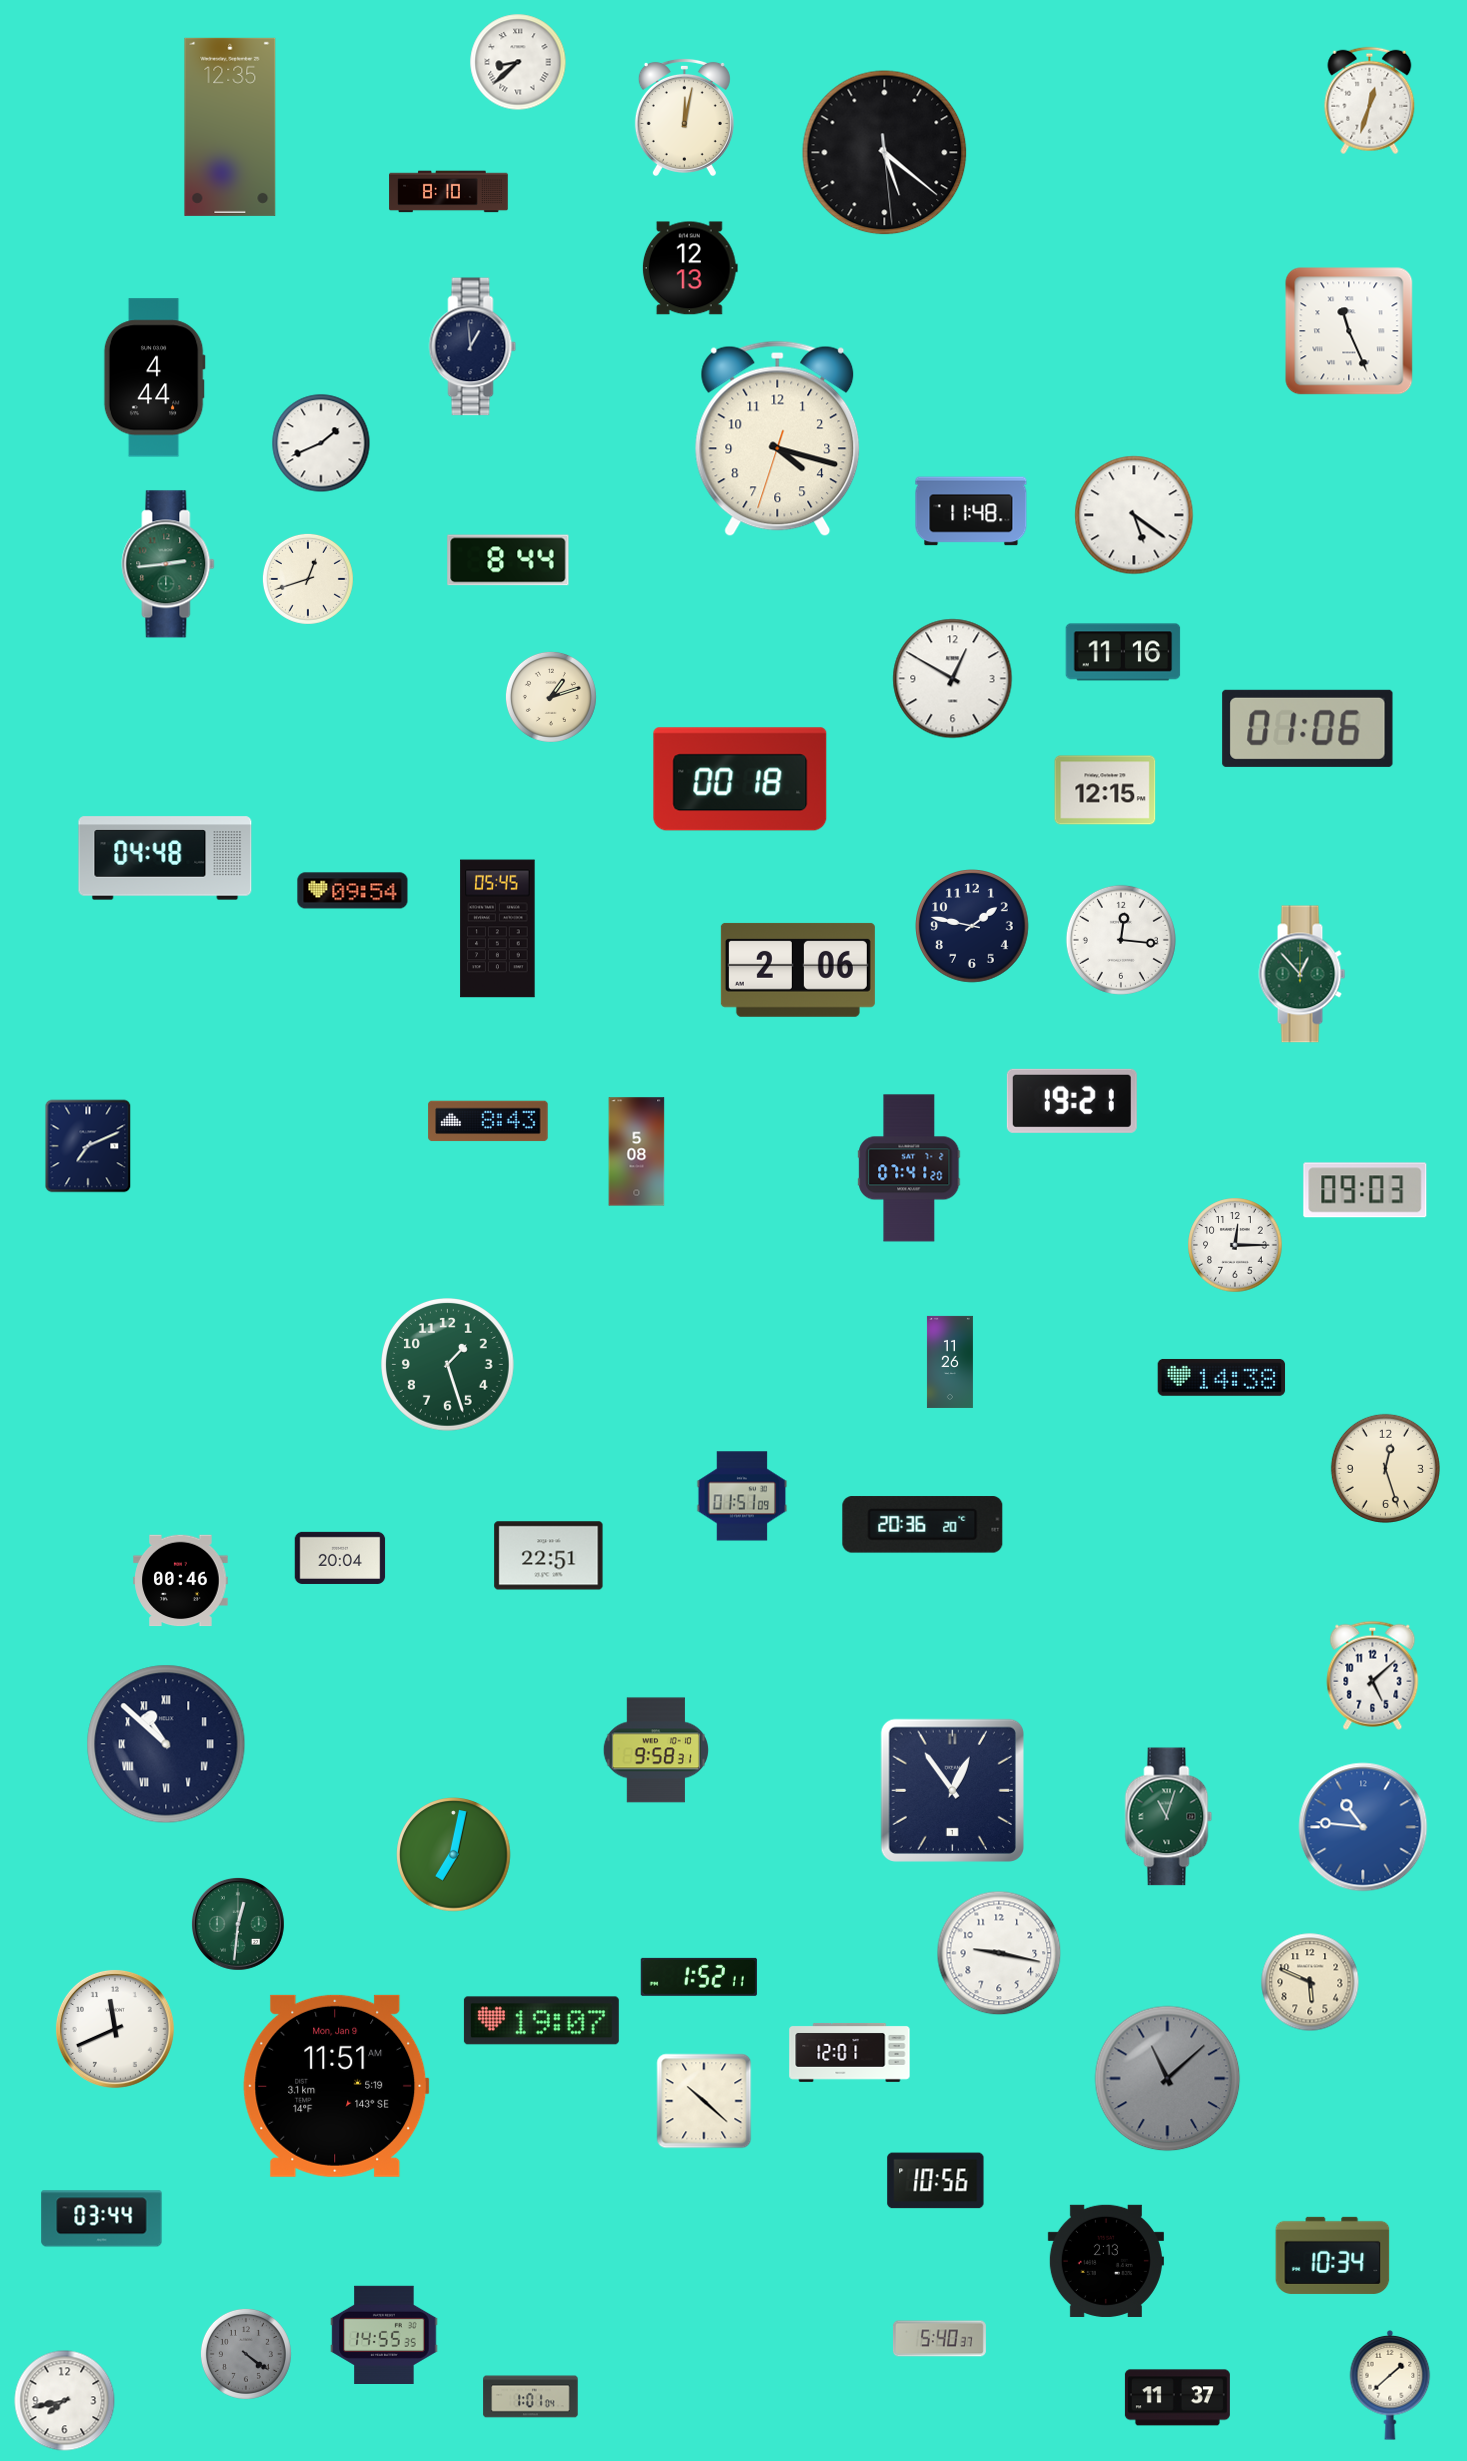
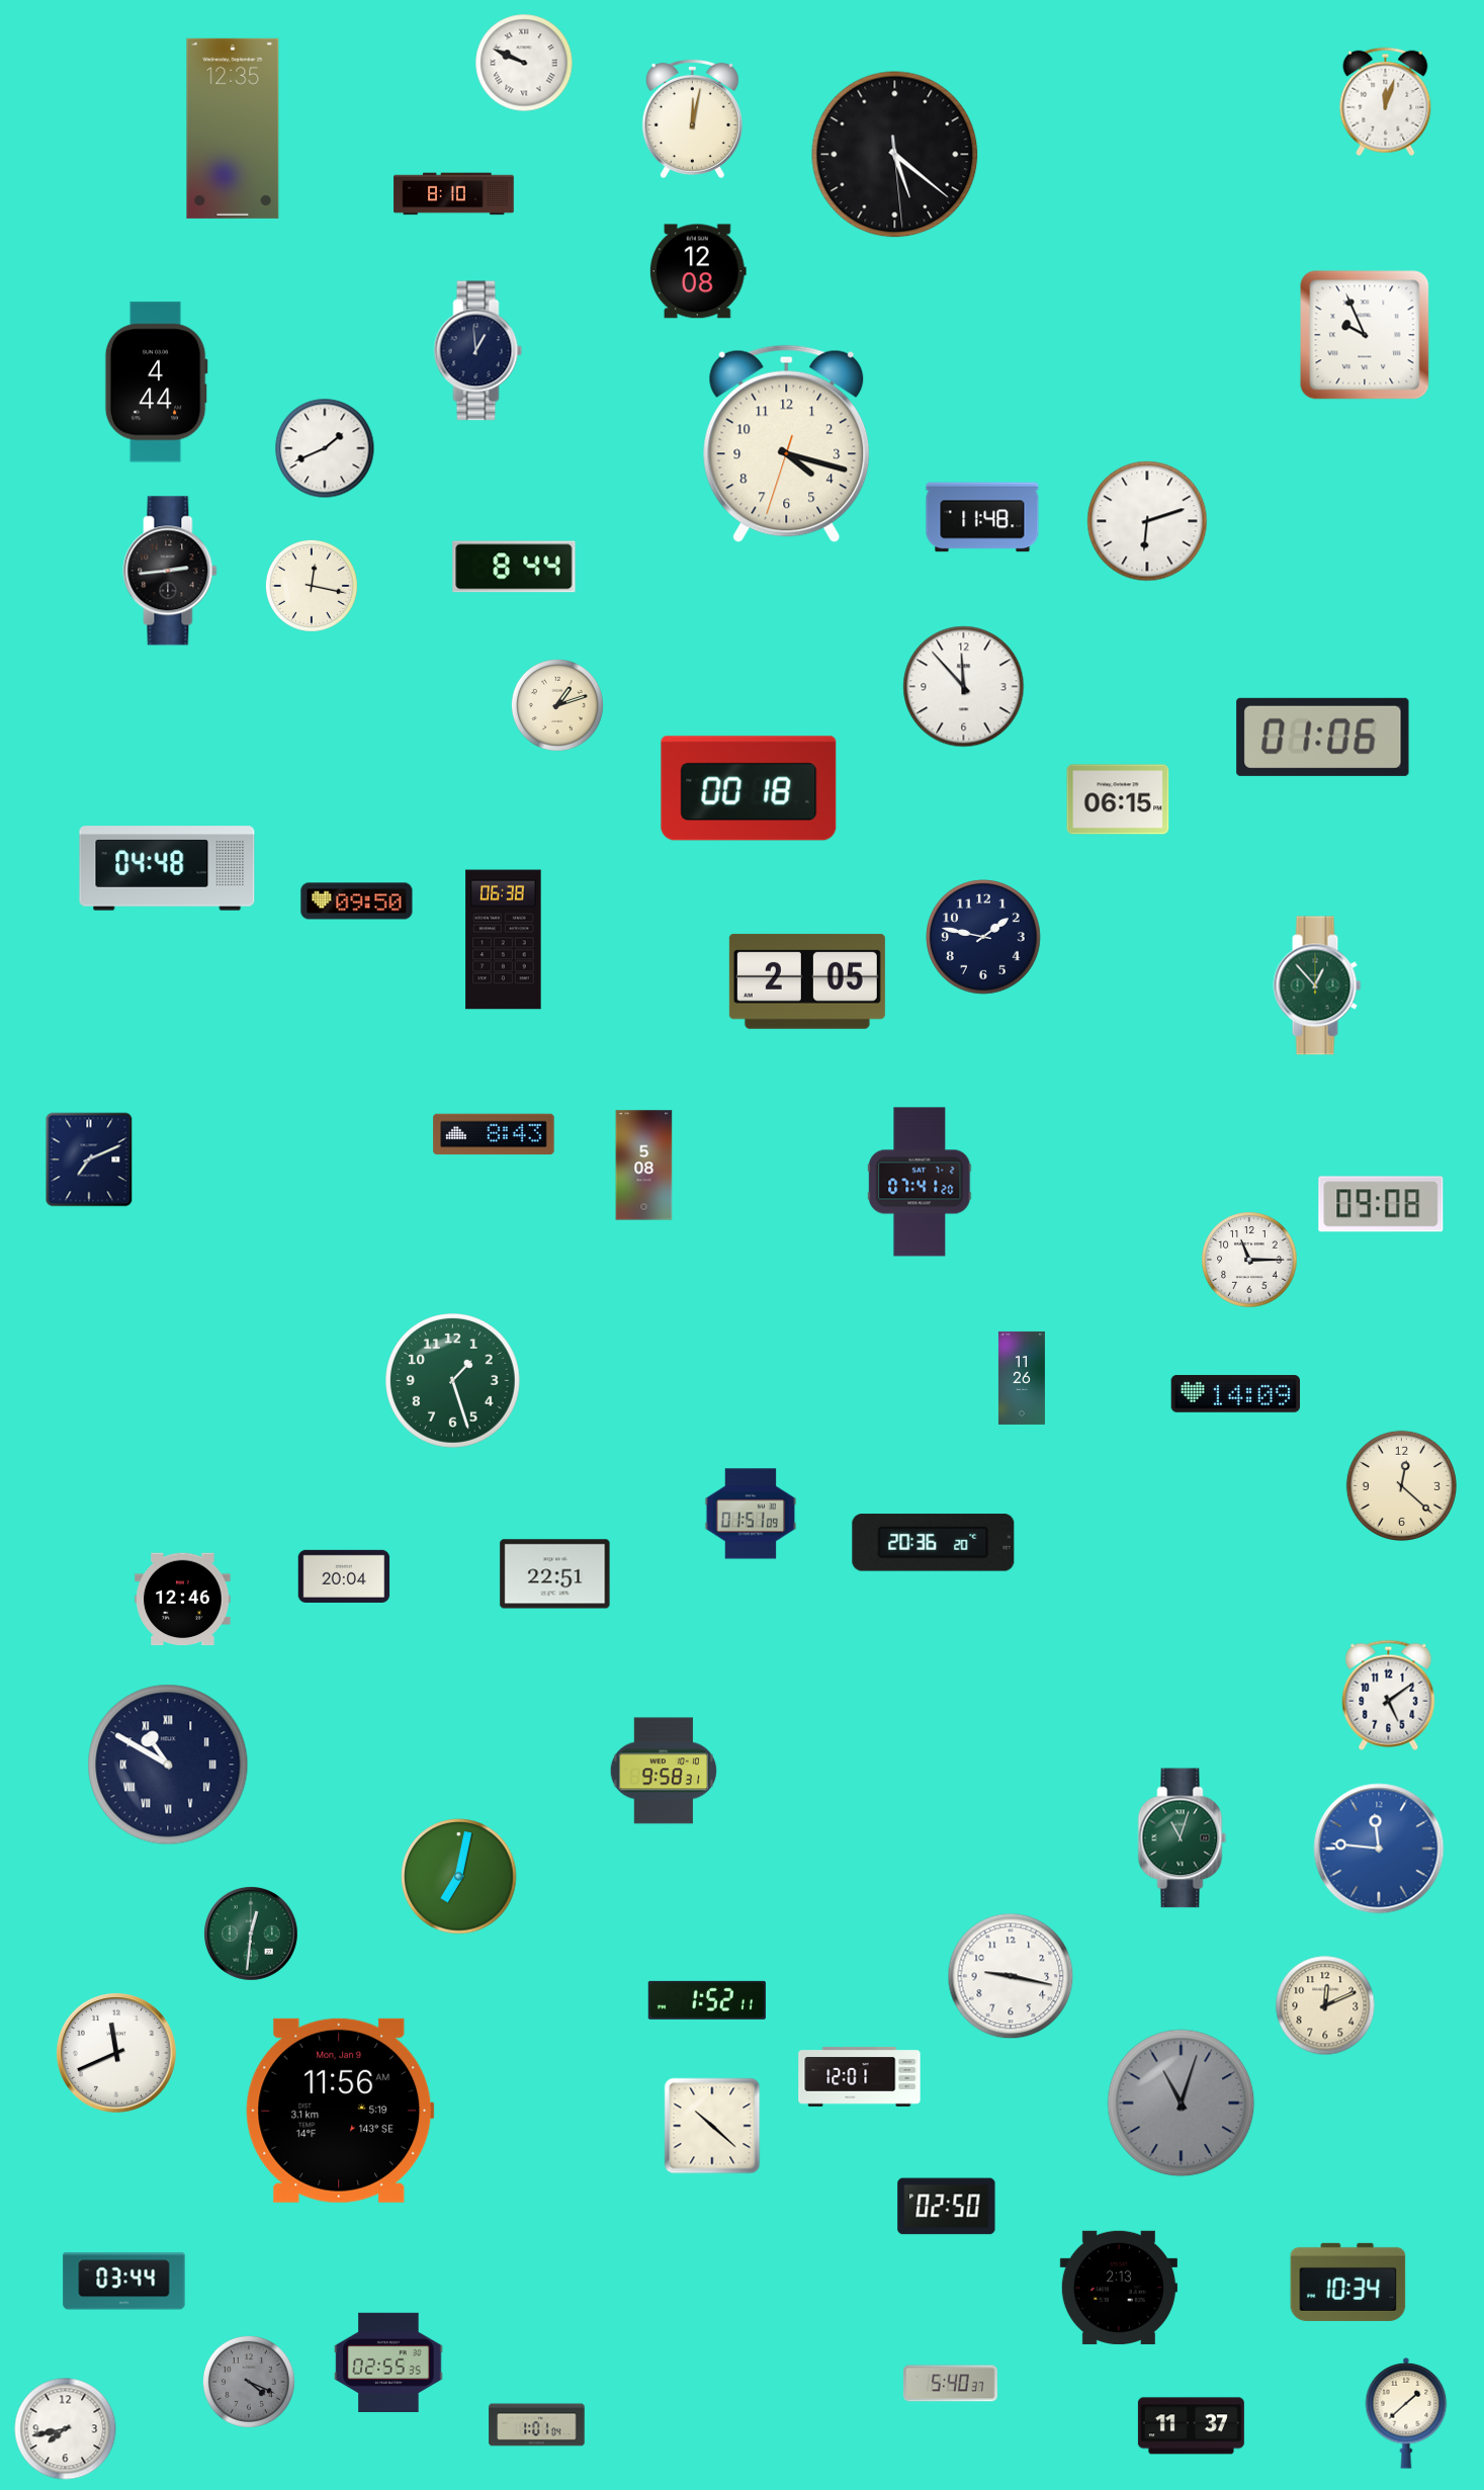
clock at (518, 62): 8:38 -> 9:49
clock at (1370, 101): 12:33 -> 12:03
clock at (690, 268): 12:13 -> 12:08
clock at (1349, 331): 11:26 -> 9:56
clock at (1134, 515): 5:21 -> 6:12
clock at (168, 564) dial: green -> black
clock at (308, 579): 12:42 -> 12:17
clock at (1123, 652): 11:16 -> none
clock at (953, 679): 12:50 -> 11:53
clock at (1105, 790): 12:15 -> 06:15
clock at (353, 891): 09:54 -> 09:50
clock at (498, 929): 05:45 -> 06:38
clock at (1121, 940): 12:16 -> none
clock at (798, 970): 2:06 -> 2:05
clock at (1072, 1101): 19:21 -> none
clock at (1365, 1190): 09:03 -> 09:08
clock at (1235, 1245): 12:15 -> 11:15
clock at (950, 1362) position: (950, 1362) -> (1022, 1378)
clock at (1222, 1377): 14:38 -> 14:09
clock at (1385, 1468): 12:27 -> 12:22
clock at (181, 1581): 00:46 -> 12:46
clock at (1373, 1675): 5:08 -> 5:09
clock at (166, 1744): 10:52 -> 10:50
clock at (952, 1790): 12:54 -> none
clock at (1363, 1827): 10:46 -> 11:46
clock at (238, 1924) position: (238, 1924) -> (251, 1934)
clock at (1310, 1982): 5:49 -> 12:11
clock at (541, 2021): 19:07 -> none
clock at (1168, 2079): 11:08 -> 11:03
clock at (336, 2086): 11:51 -> 11:56
clock at (936, 2181): 10:56 -> 02:50
clock at (102, 2219) position: (102, 2219) -> (124, 2282)
clock at (384, 2334): 14:55 -> 02:55
clock at (939, 2339) position: (939, 2339) -> (950, 2384)
clock at (246, 2354): 4:21 -> 4:19
